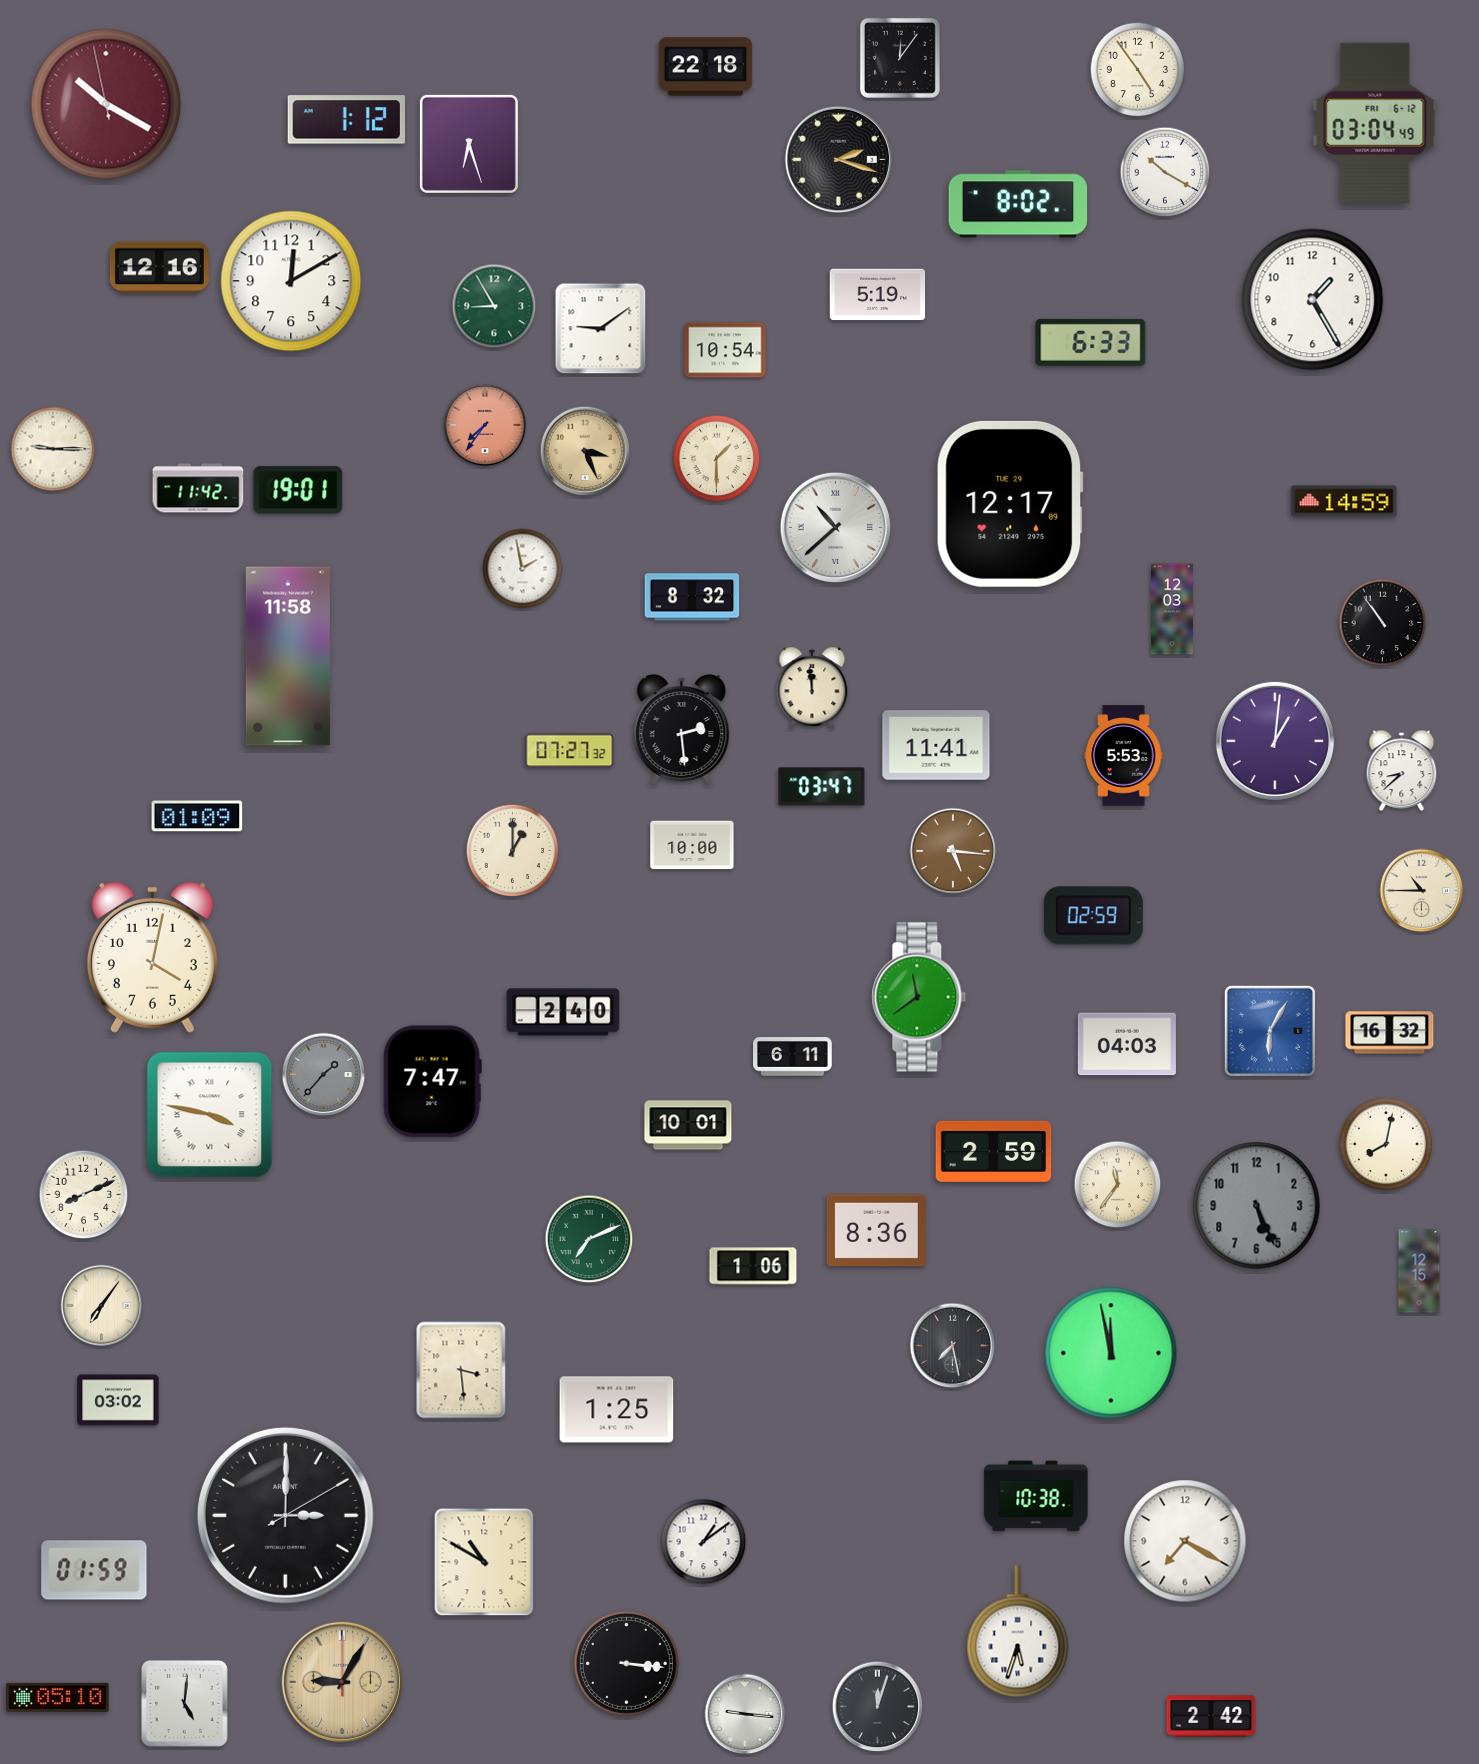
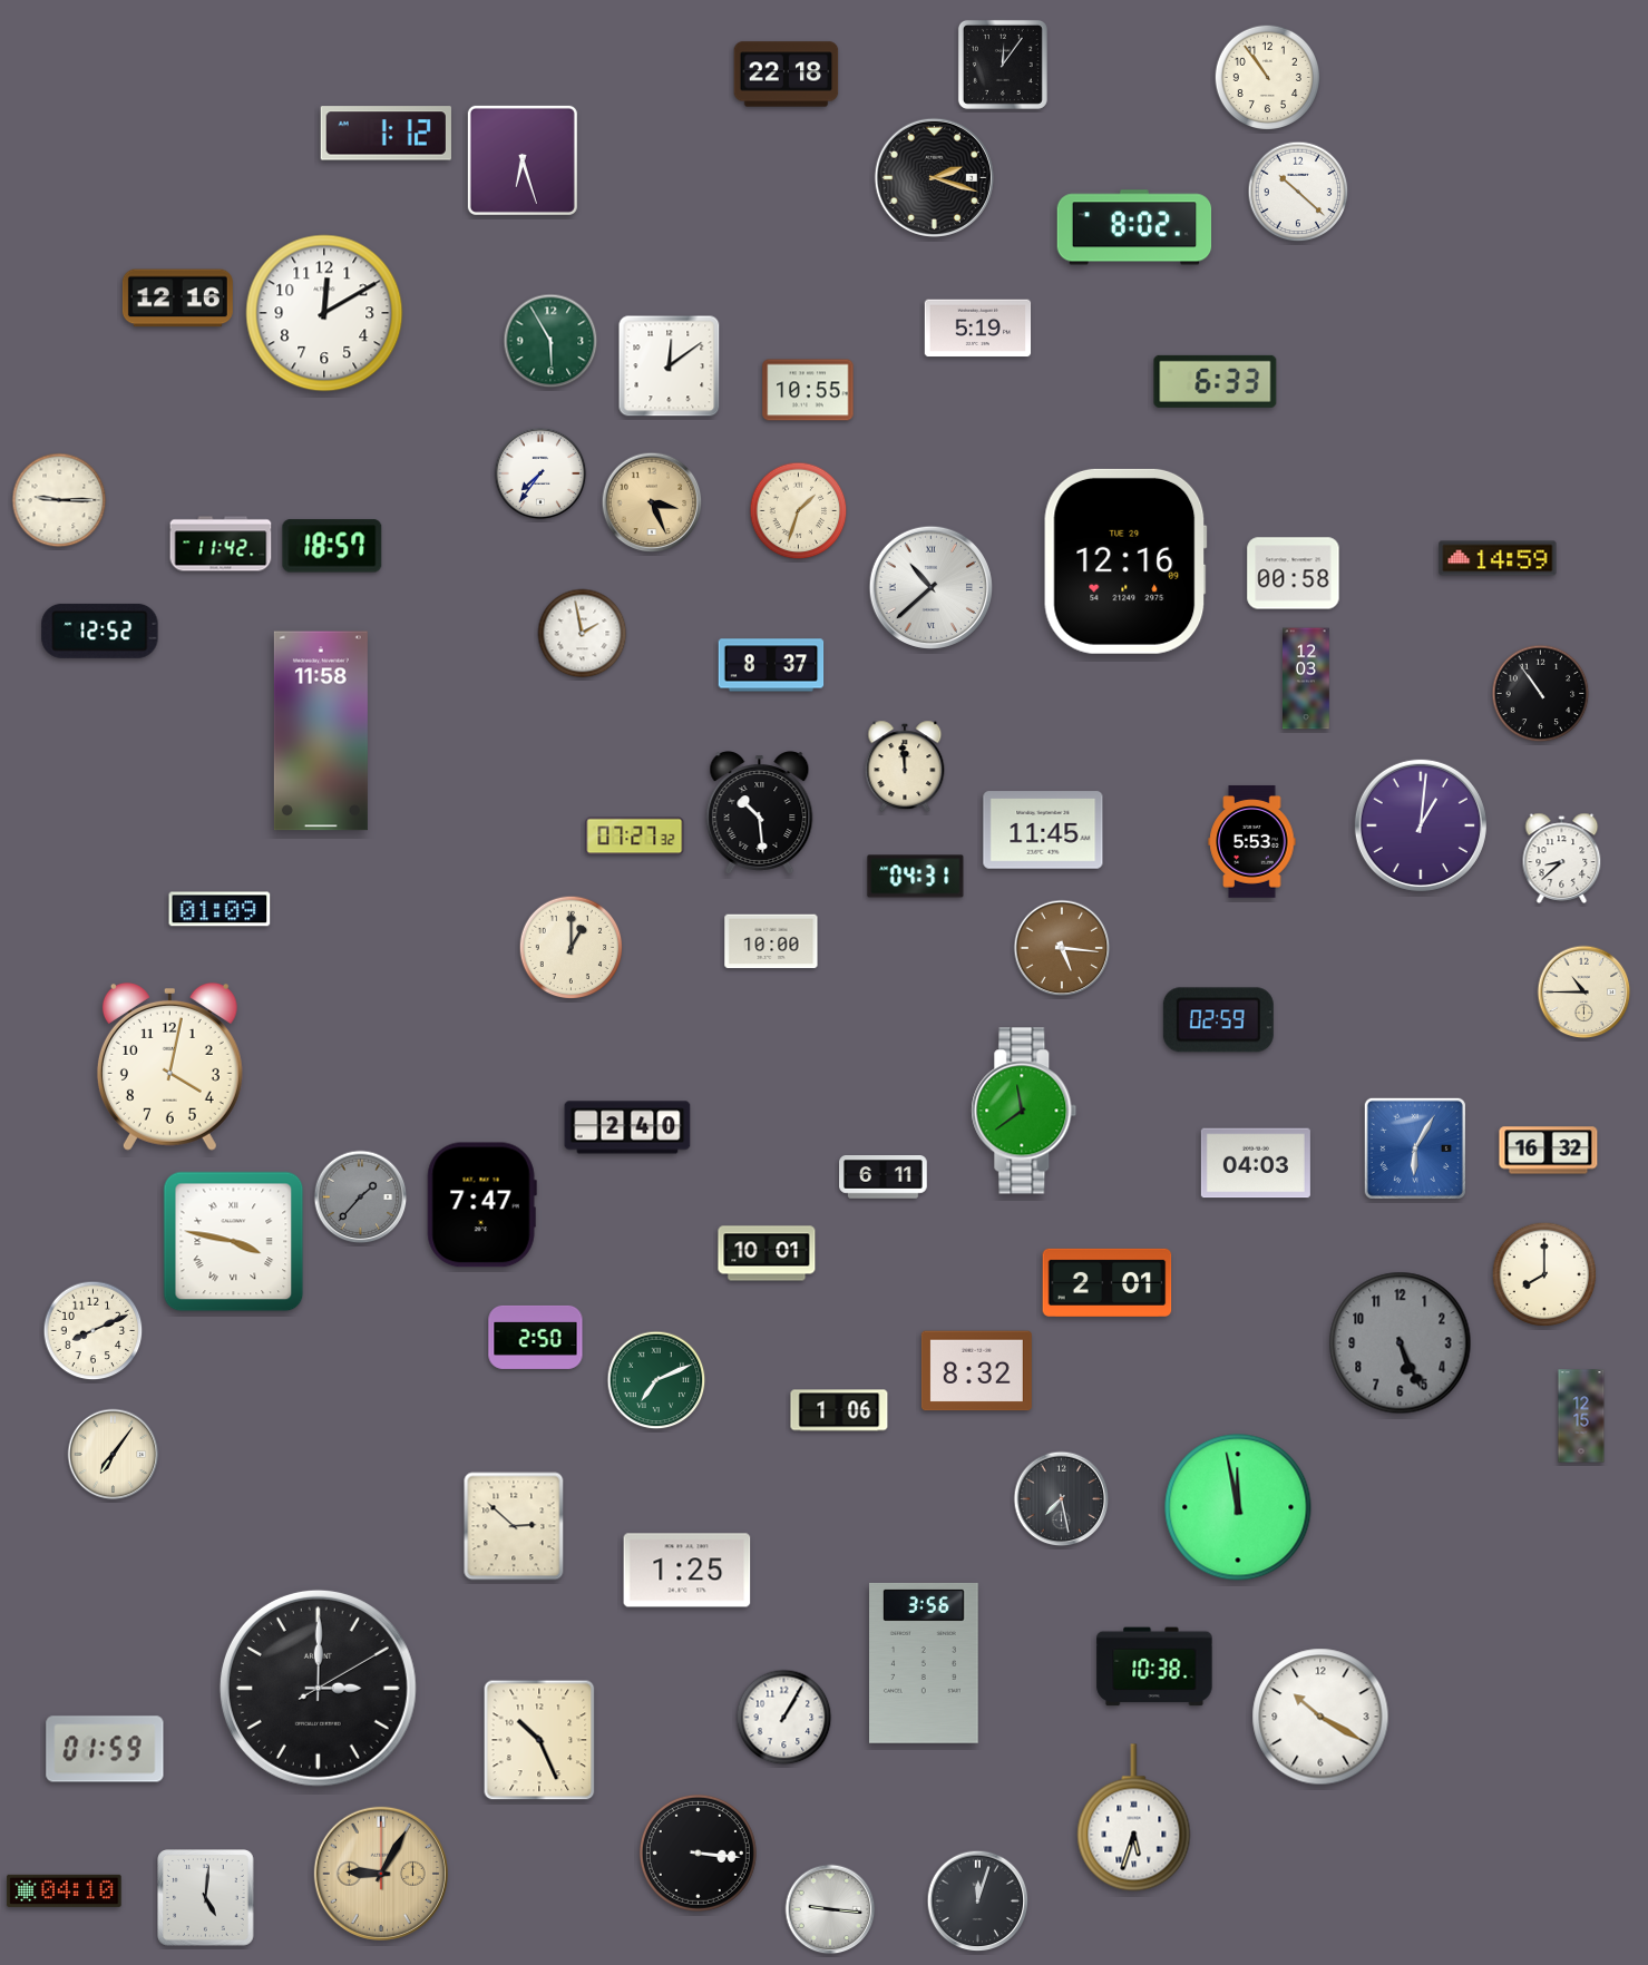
clock at (1138, 70): 4:54 -> 10:54
clock at (106, 104): 10:19 -> none
clock at (1375, 123): 03:04 -> none
clock at (1165, 172): 10:20 -> 10:22
clock at (1313, 300): 1:25 -> none
clock at (494, 306): 8:55 -> 5:55
clock at (601, 329): 9:09 -> 12:09
clock at (725, 350): 10:54 -> 10:55
clock at (485, 425) dial: salmon -> white
clock at (717, 459): 1:30 -> 1:33
clock at (298, 490): 19:01 -> 18:57
clock at (1010, 504): 12:17 -> 12:16
clock at (1294, 574): none -> 00:58
clock at (100, 630): none -> 12:52
clock at (692, 597): 8:32 -> 8:37
clock at (682, 730): 2:29 -> 10:29
clock at (936, 745): 11:41 -> 11:45
clock at (822, 787): 03:47 -> 04:31
clock at (1386, 1144): 8:02 -> 8:00
clock at (994, 1151): 2:59 -> 2:01
clock at (1118, 1185): 11:36 -> none
clock at (536, 1337): none -> 2:50
clock at (876, 1231): 8:36 -> 8:32
clock at (461, 1370): 3:29 -> 2:52
clock at (118, 1400): 03:02 -> none
clock at (925, 1663): none -> 3:56
clock at (1185, 1541): 7:20 -> 10:20
clock at (704, 1542): 1:09 -> 1:05
clock at (484, 1562): 10:50 -> 10:26
clock at (58, 1697): 05:10 -> 04:10
clock at (1211, 1716): 2:42 -> none
